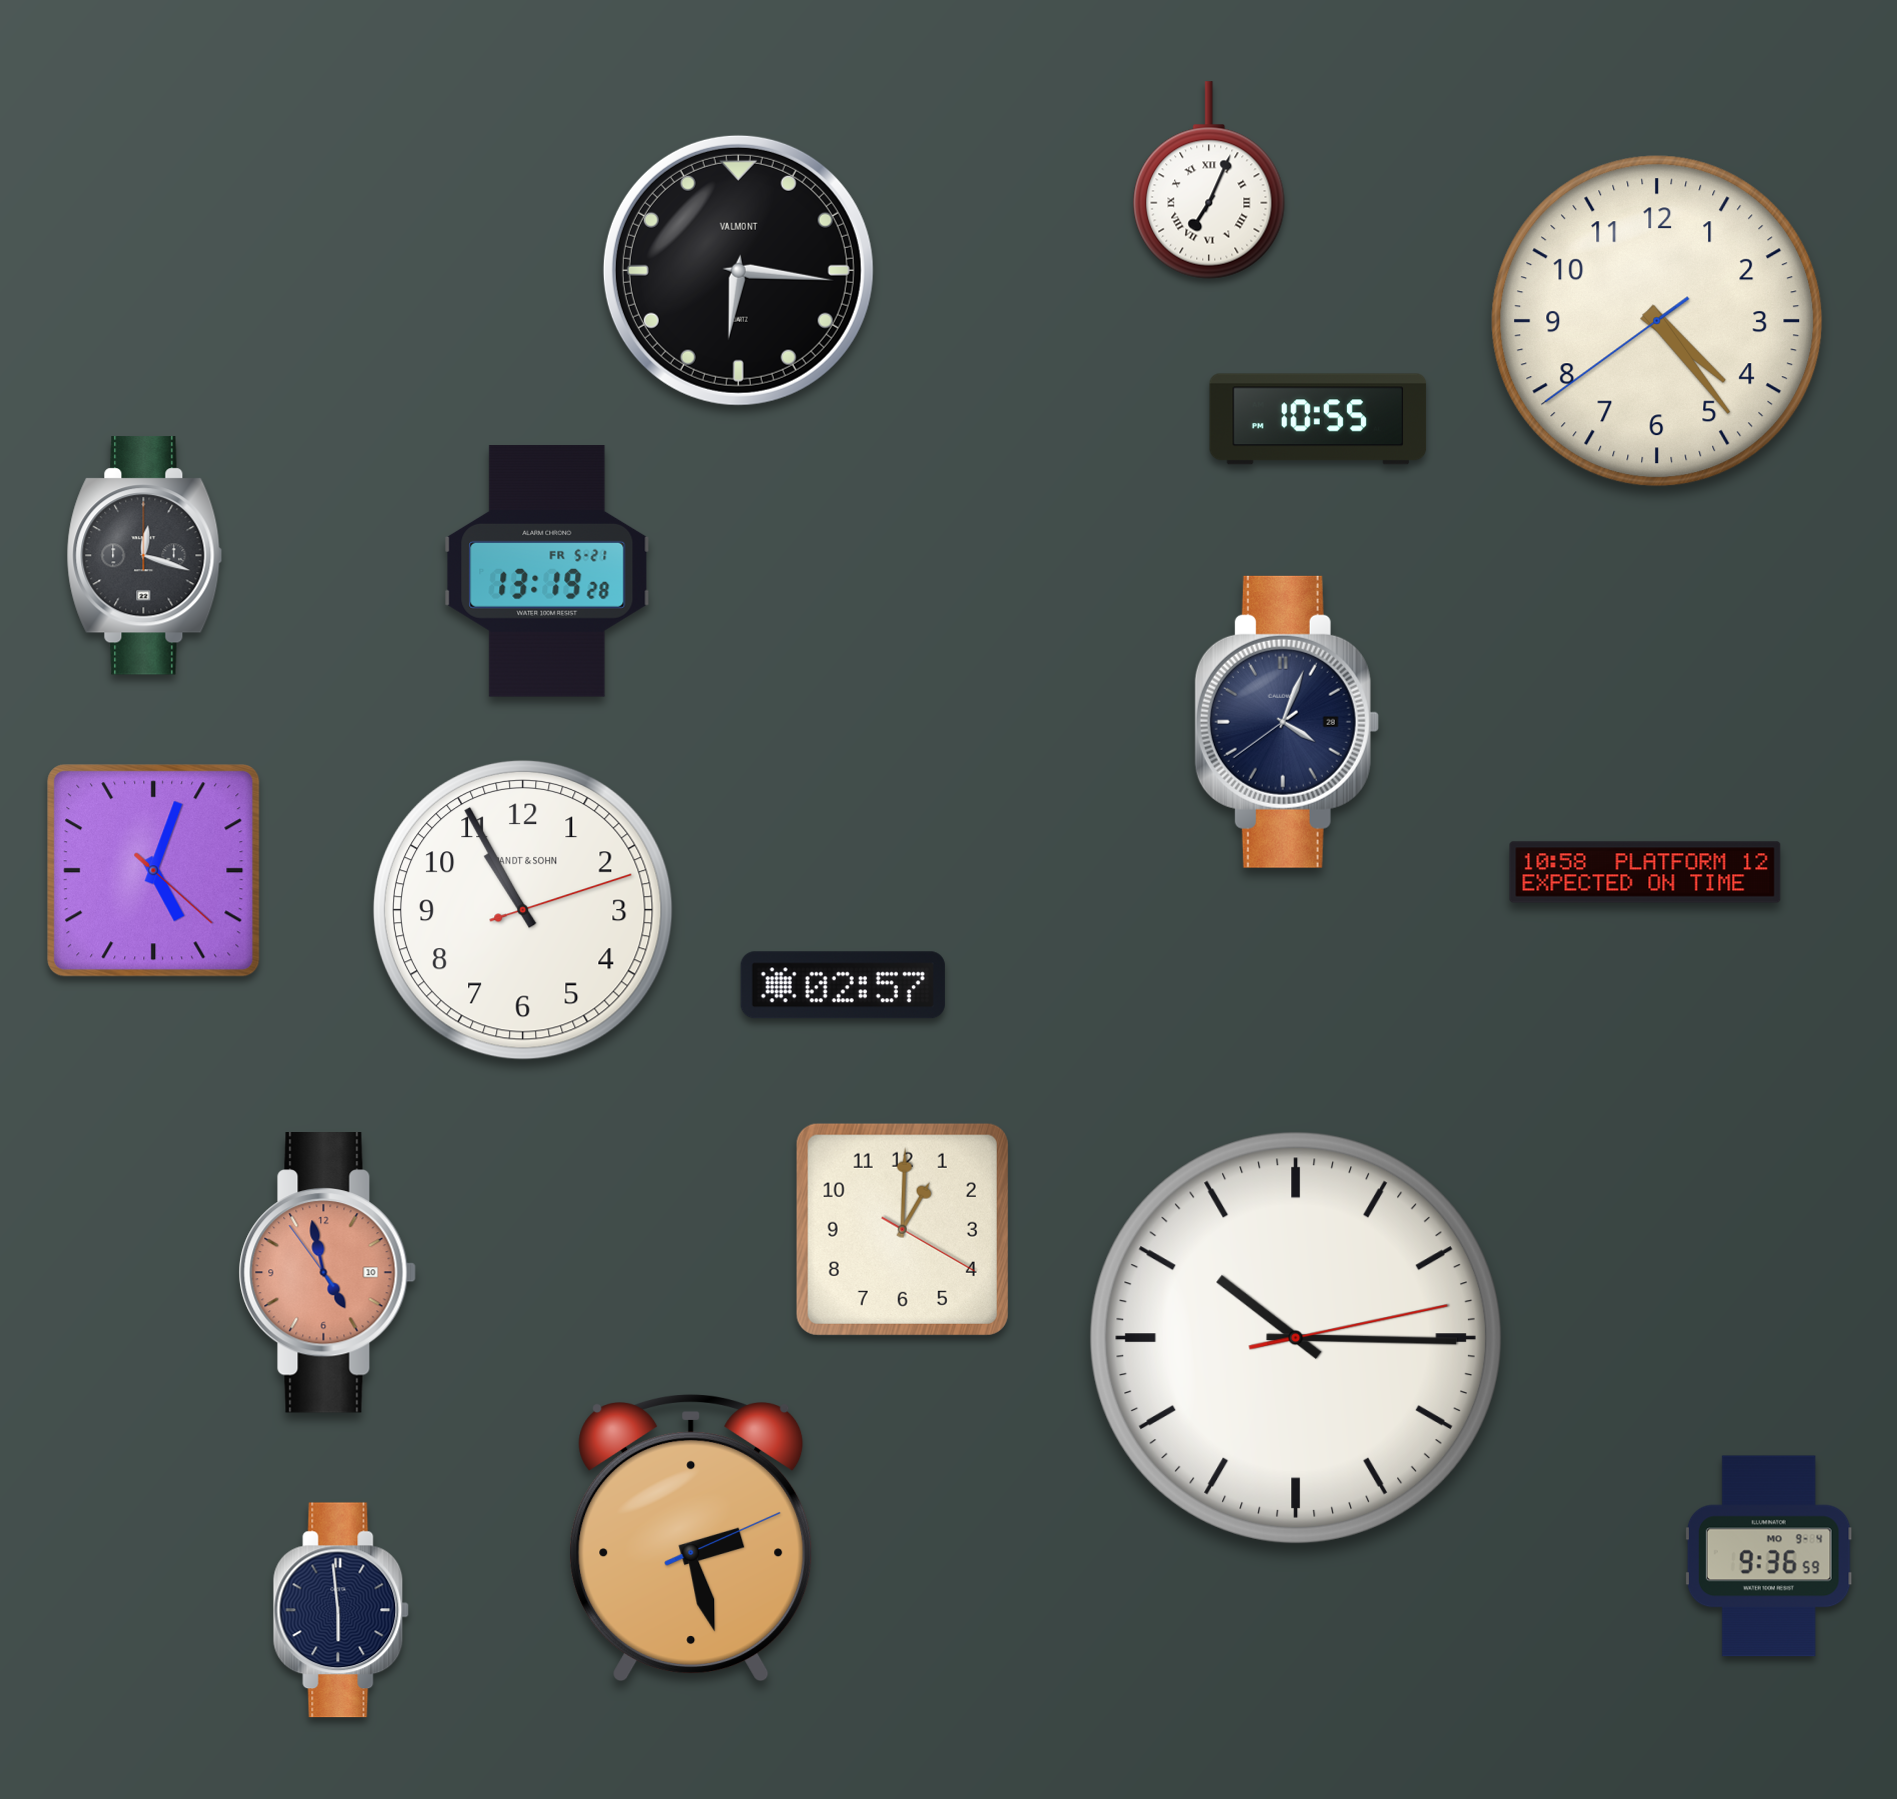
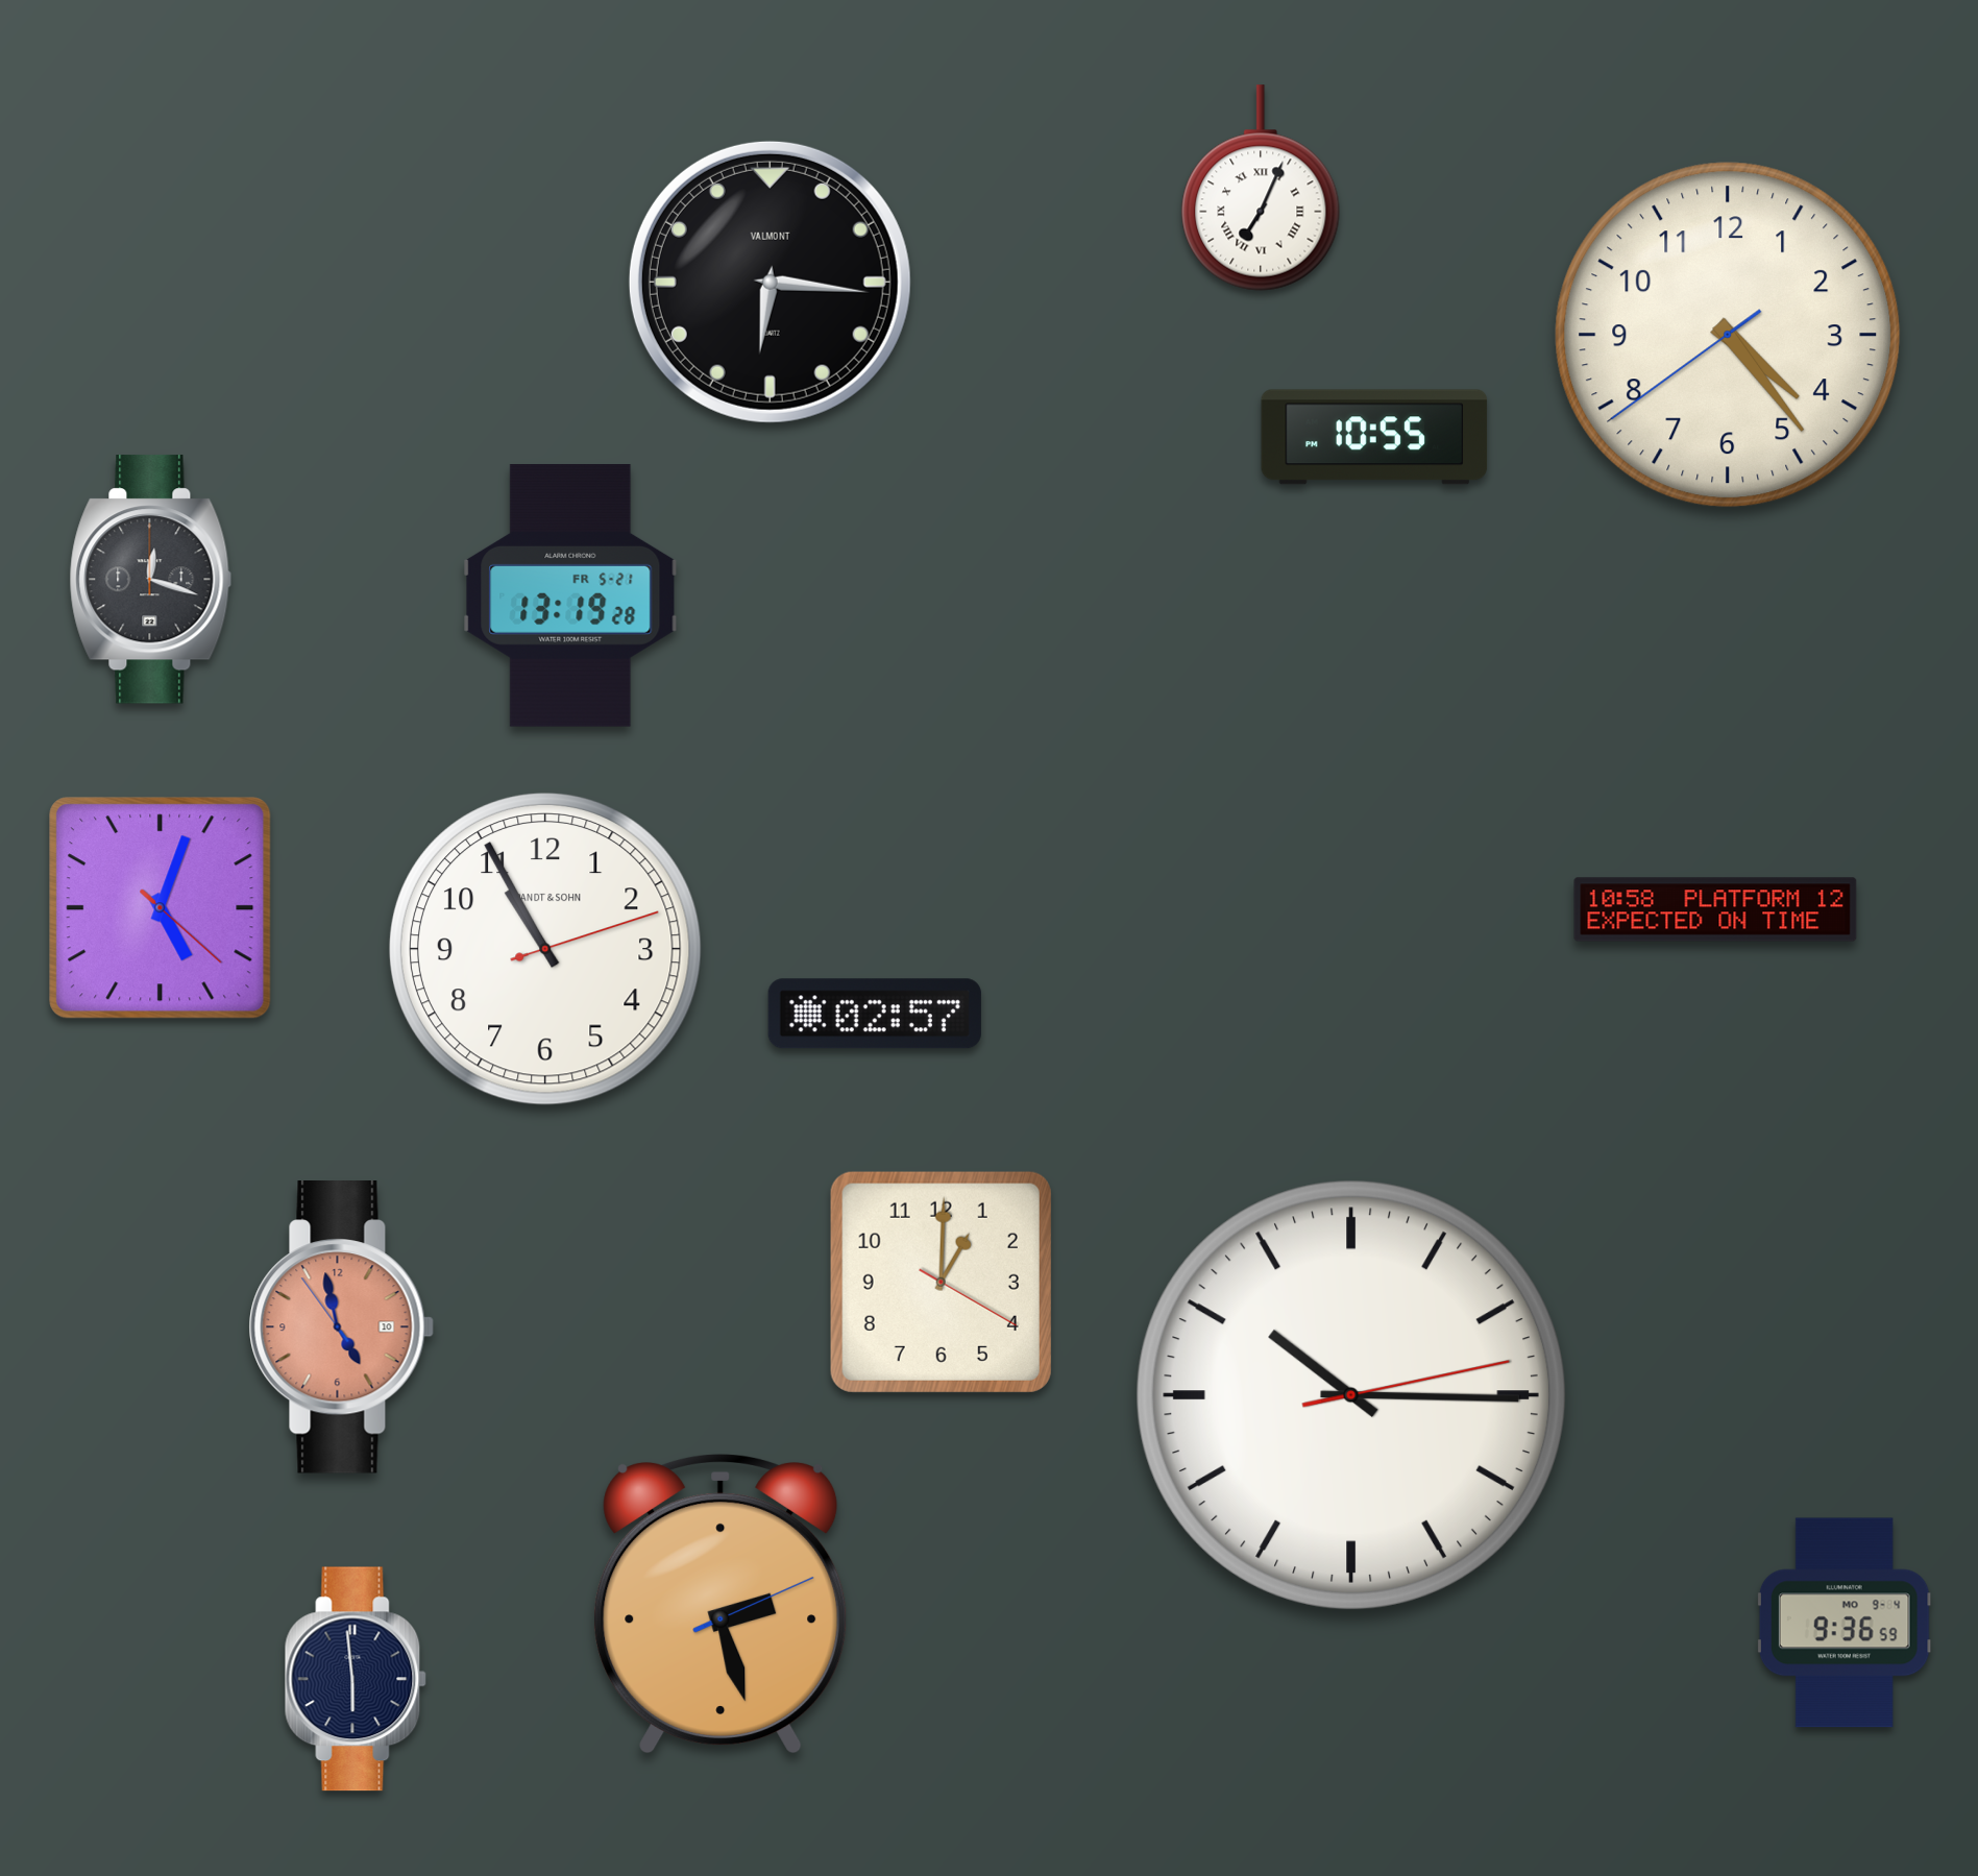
clock at (1287, 722): 4:03 -> none
clock at (843, 985) position: (843, 985) -> (875, 1014)
